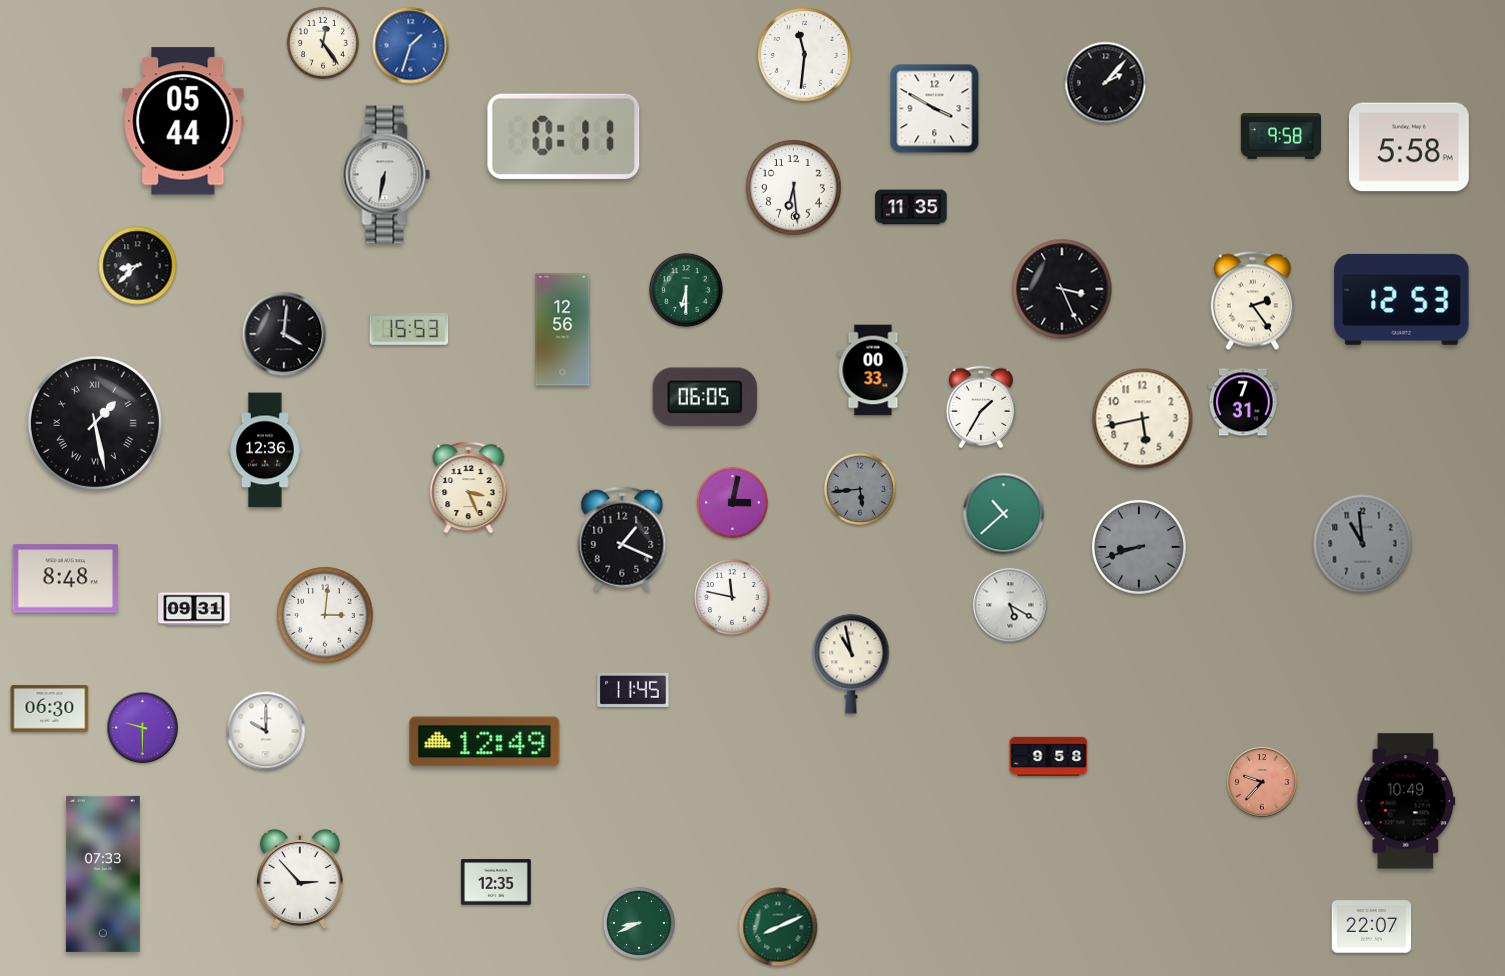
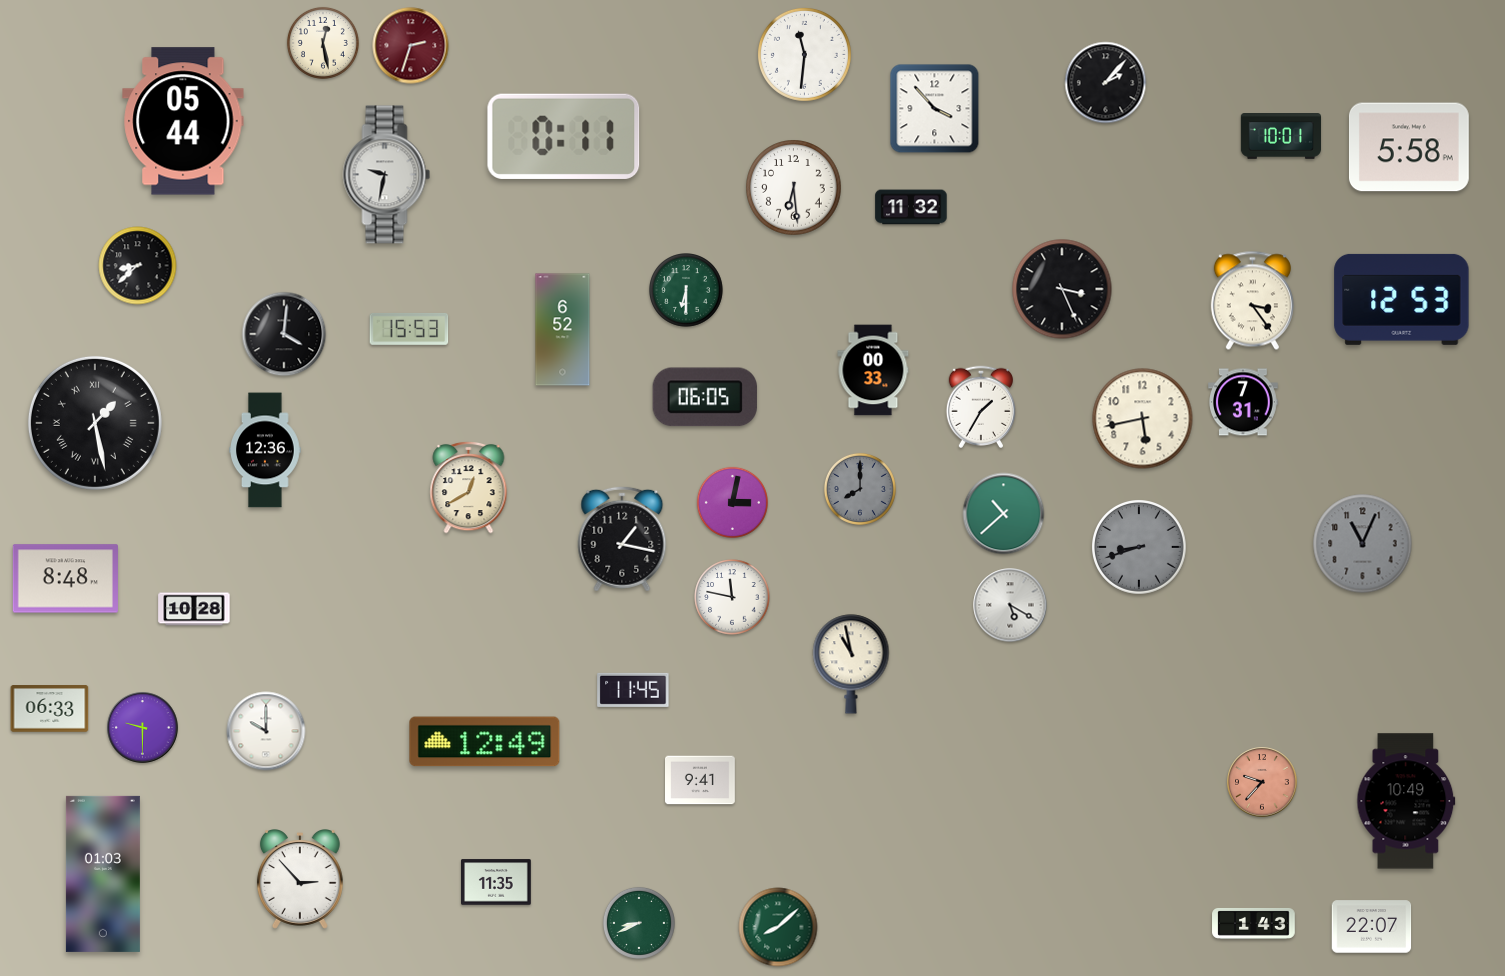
clock at (323, 43): 12:24 -> 12:28
clock at (411, 46): 1:33 -> 2:33
clock at (411, 46) dial: blue -> burgundy
clock at (935, 109): 3:50 -> 3:53
clock at (1280, 137): 9:58 -> 10:01
clock at (387, 175): 6:32 -> 9:32
clock at (911, 207): 11:35 -> 11:32
clock at (1252, 301): 2:24 -> 3:24
clock at (563, 330): 12:56 -> 6:52
clock at (469, 487): 3:26 -> 12:40
clock at (860, 489): 5:44 -> 8:00
clock at (622, 539): 1:19 -> 1:17
clock at (1363, 544): 10:59 -> 11:04
clock at (194, 609): 09:31 -> 10:28
clock at (325, 615): 3:01 -> none
clock at (50, 709): 06:30 -> 06:33
clock at (1049, 757): 9:58 -> none
clock at (701, 780): none -> 9:41
clock at (103, 874): 07:33 -> 01:03
clock at (497, 882): 12:35 -> 11:35
clock at (1254, 923): none -> 1:43
clock at (778, 927): 8:11 -> 8:08
